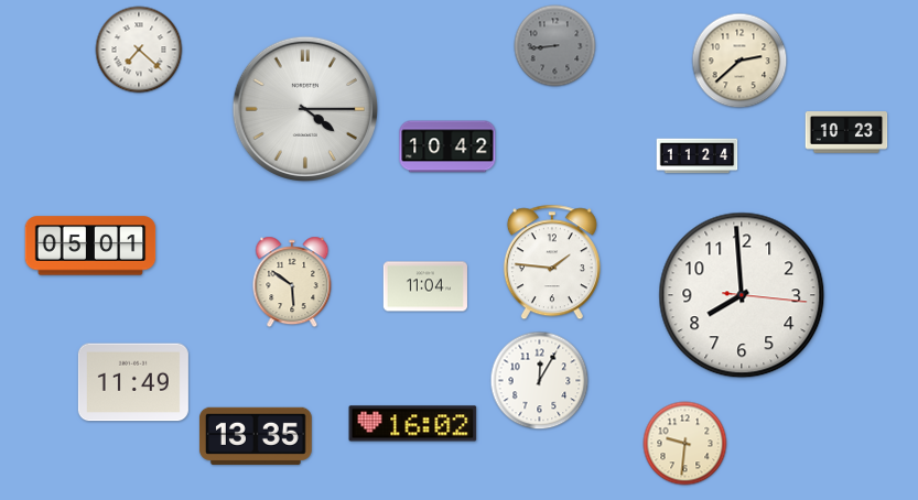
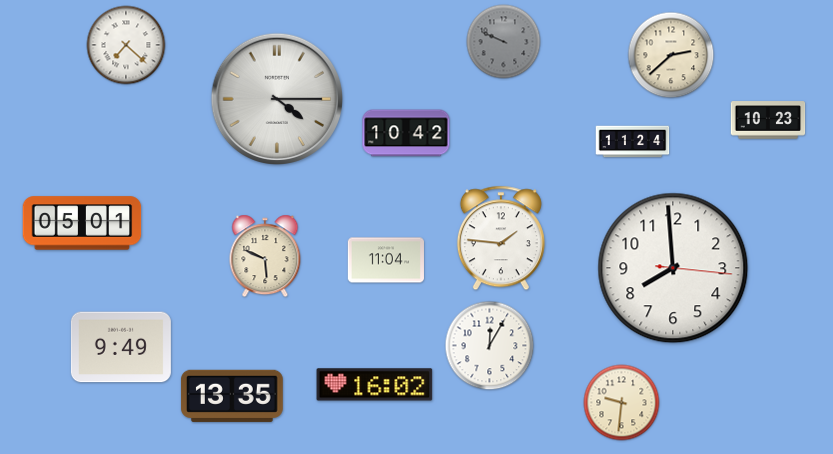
clock at (555, 46): 8:44 -> 9:49
clock at (292, 282): 5:51 -> 5:49
clock at (133, 382): 11:49 -> 9:49
